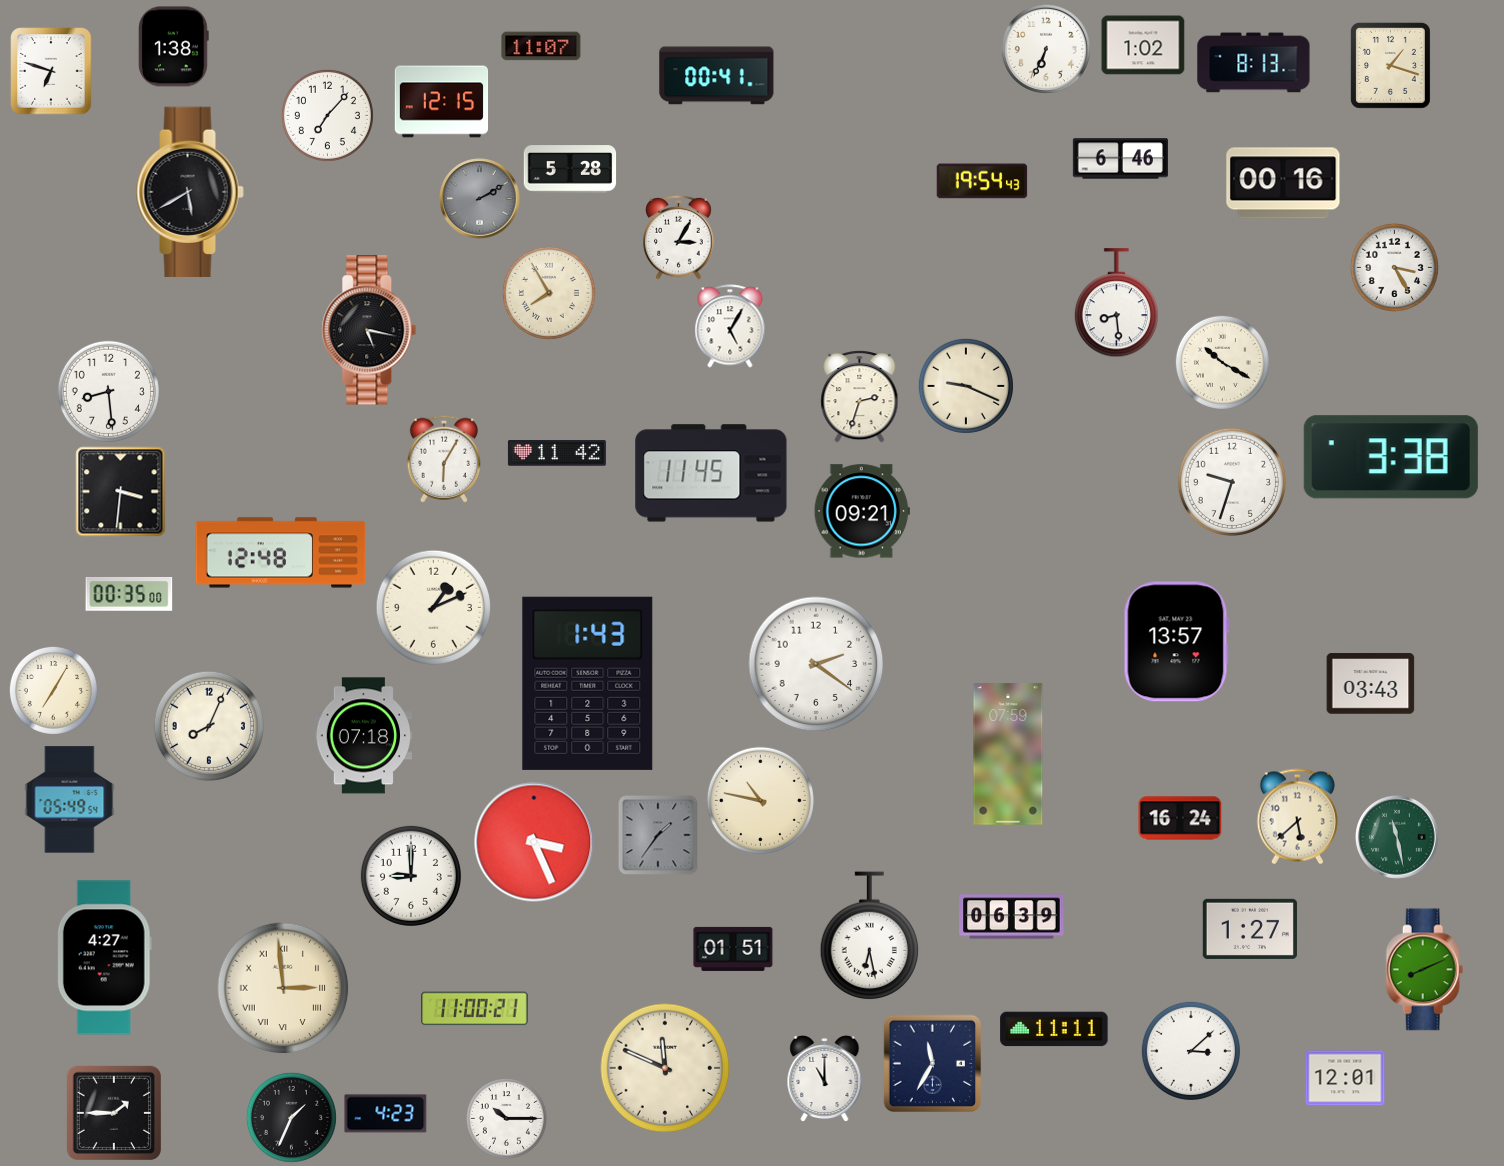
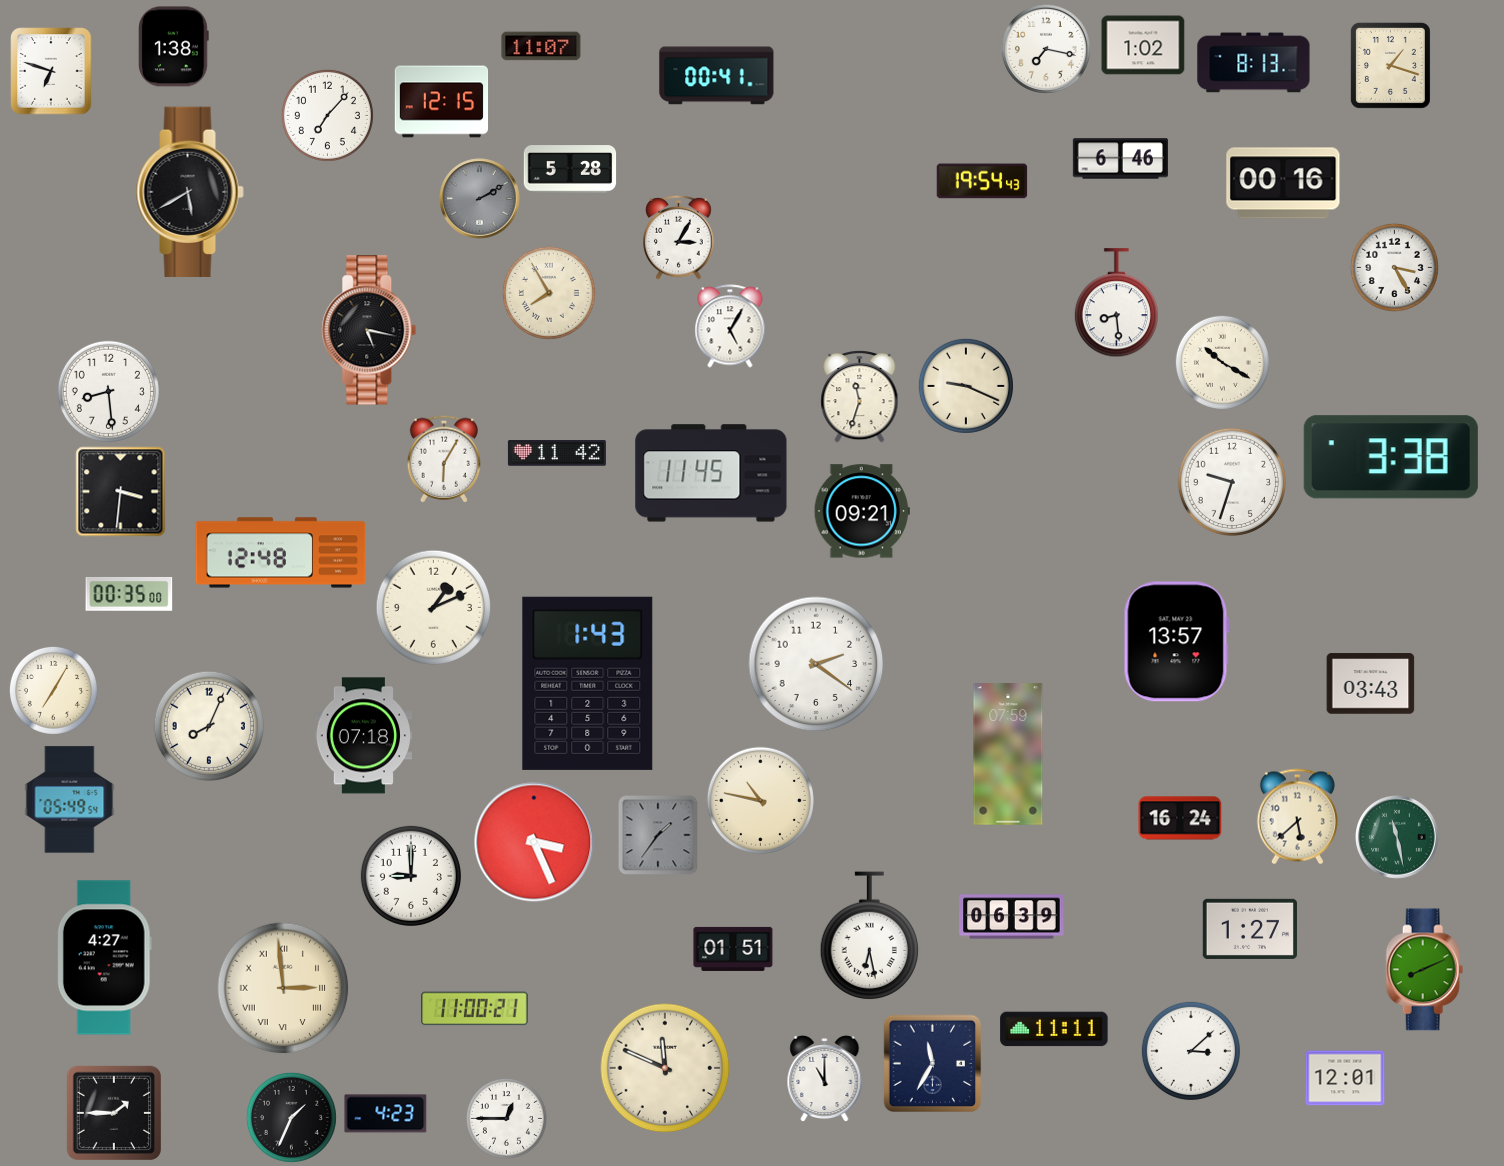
clock at (1046, 49): 6:34 -> 7:17
clock at (860, 397): 2:33 -> 11:33
clock at (506, 1118): 10:15 -> 12:45
